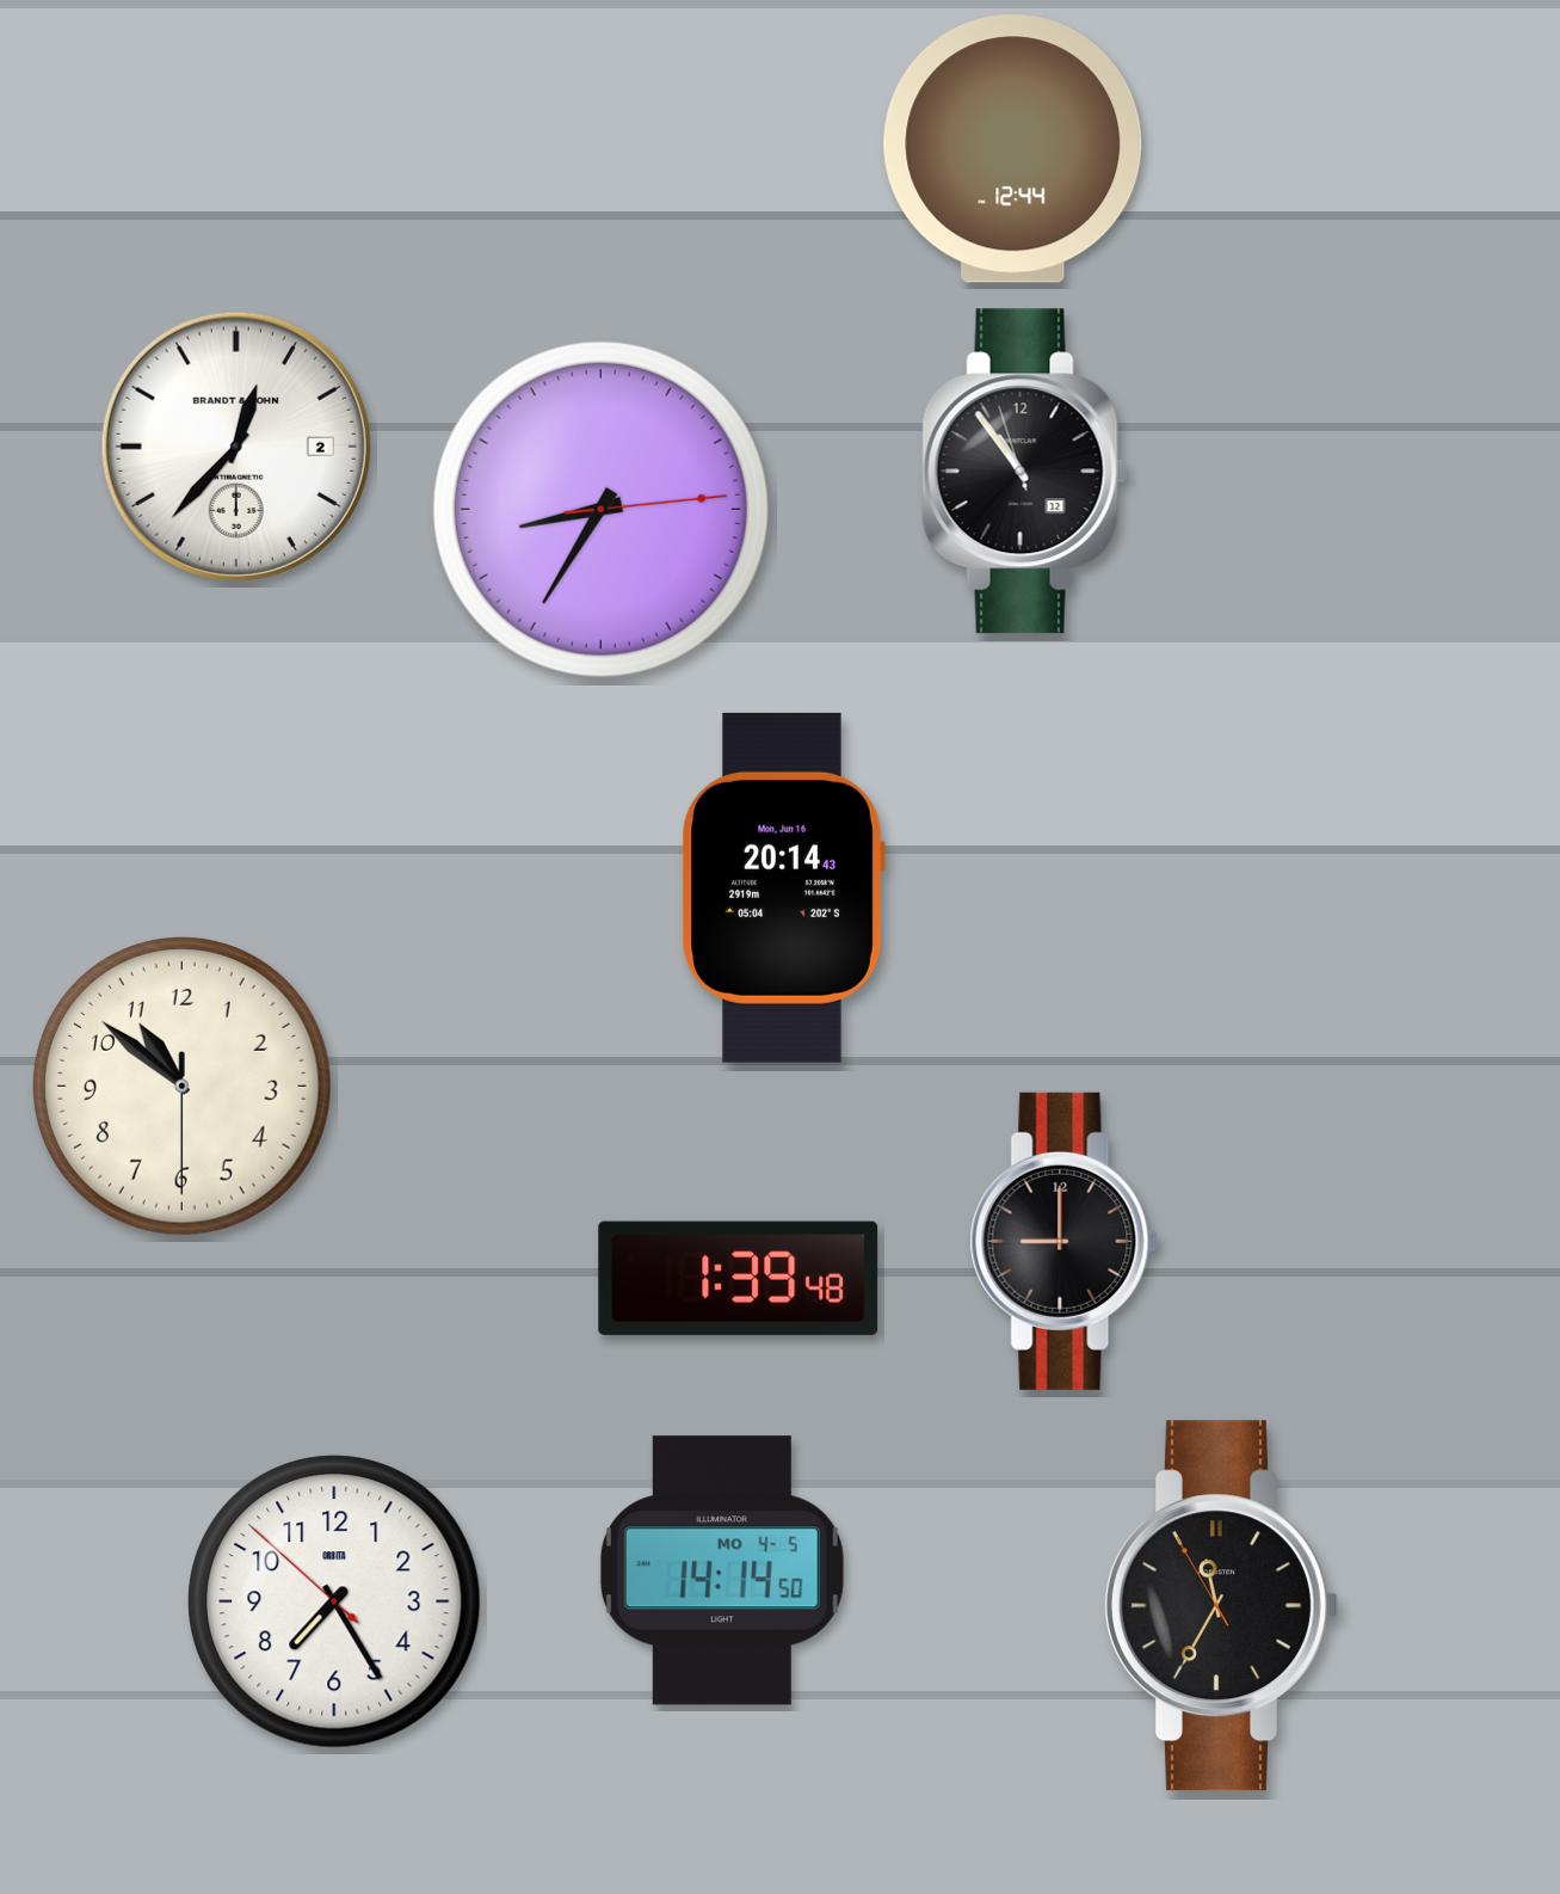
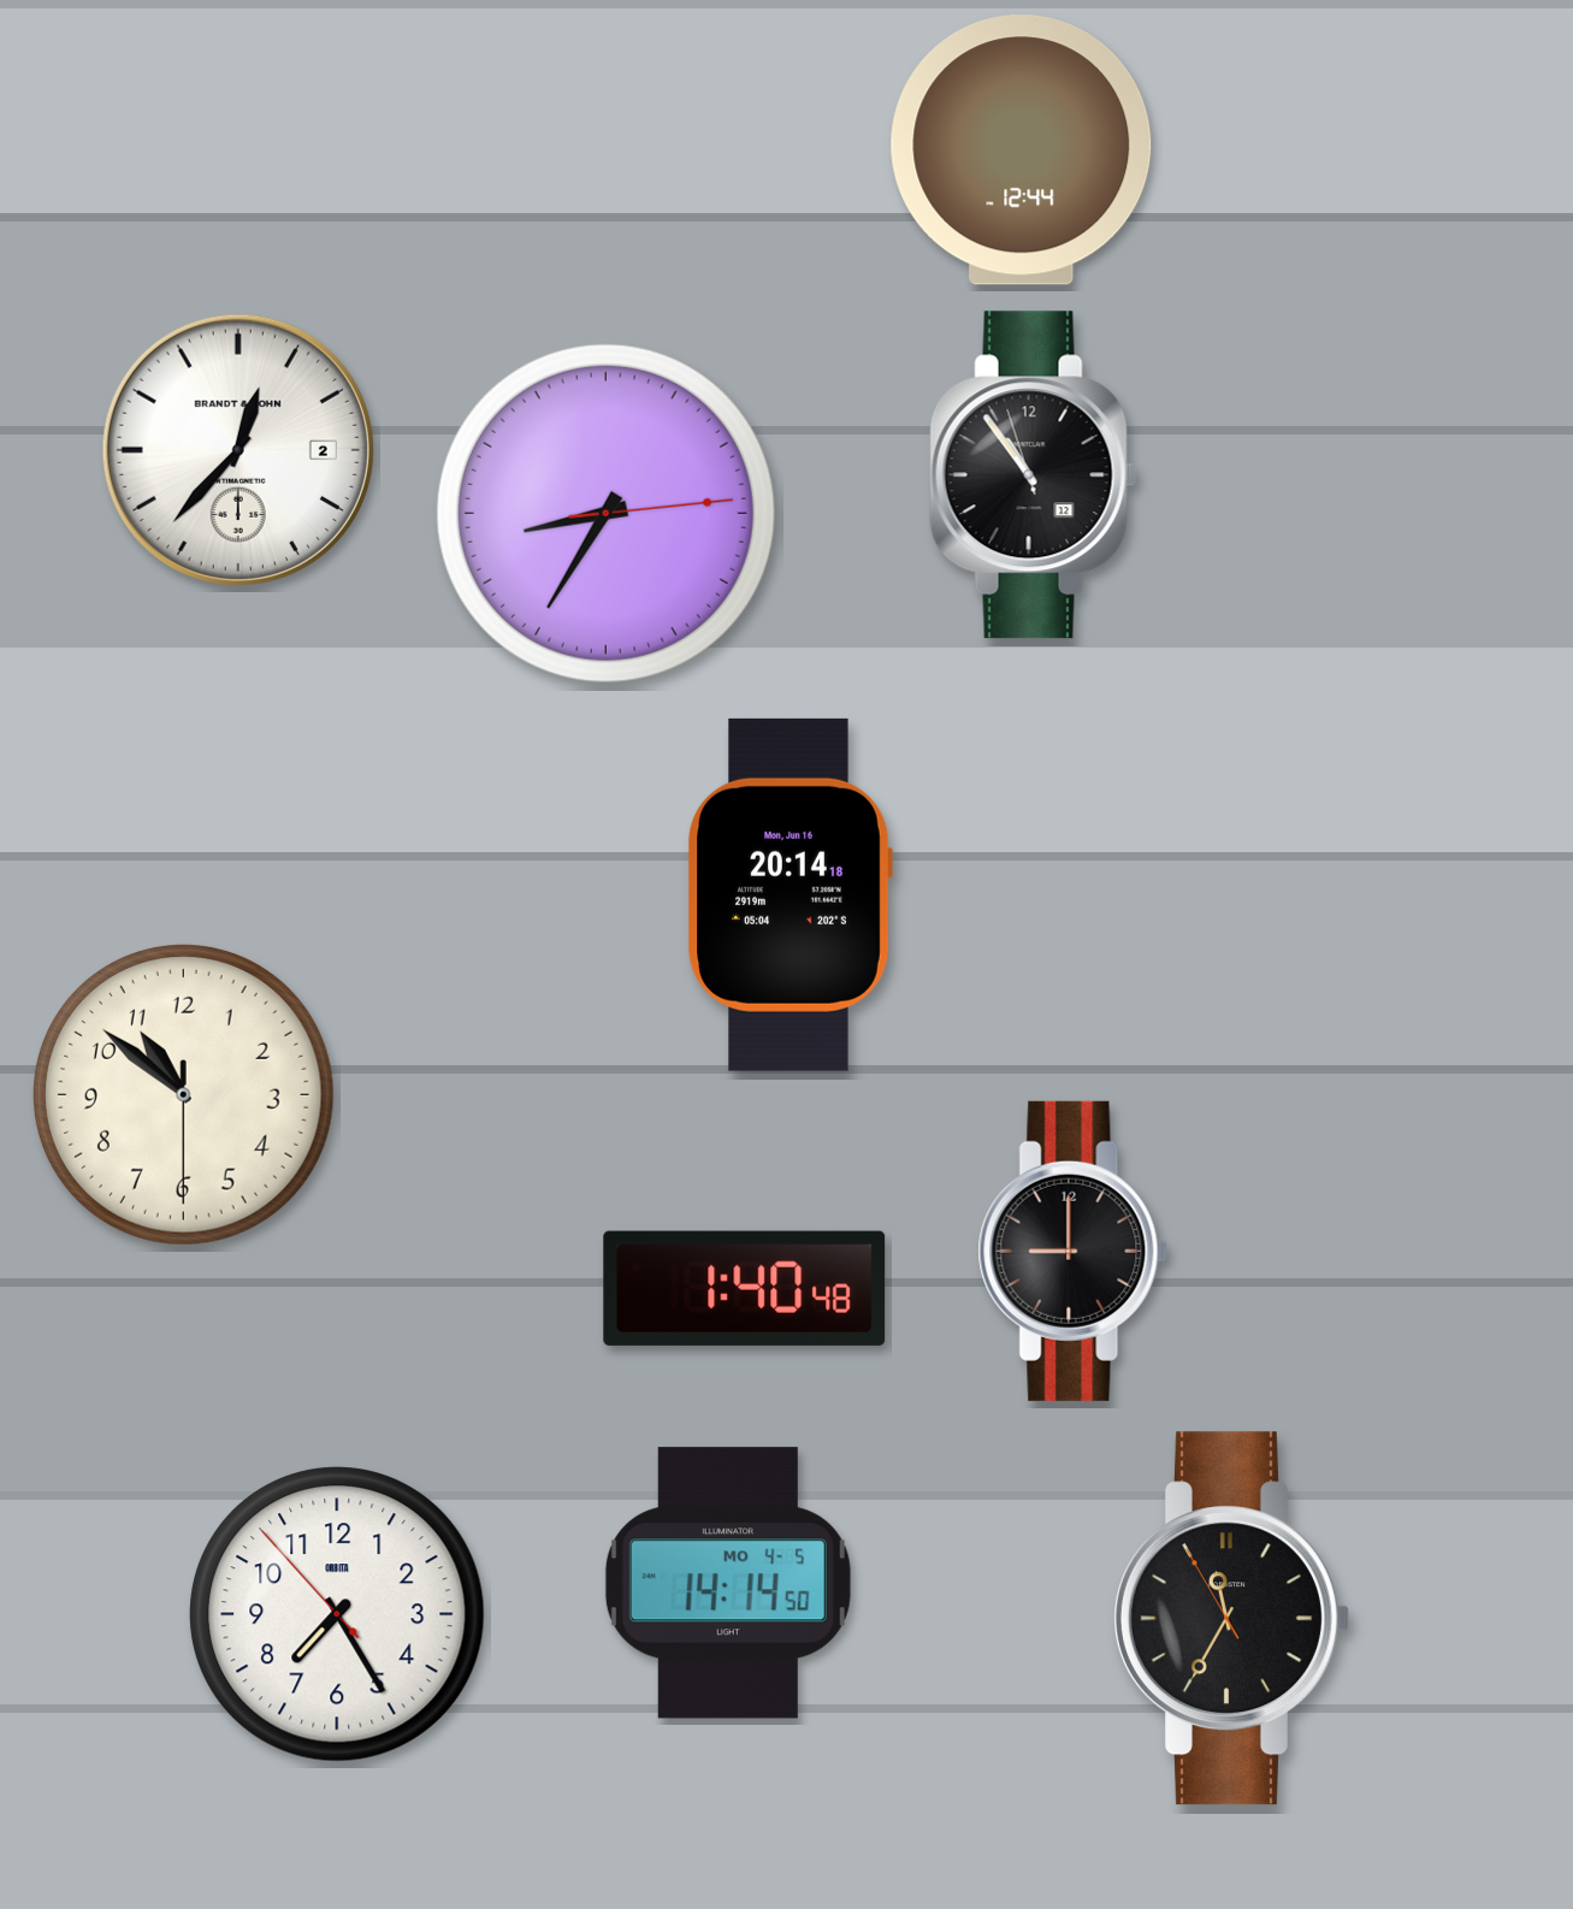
clock at (783, 887): 20:14:43 -> 20:14:18
clock at (739, 1278): 1:39 -> 1:40
clock at (334, 1601): 7:24:52 -> 7:24:53
